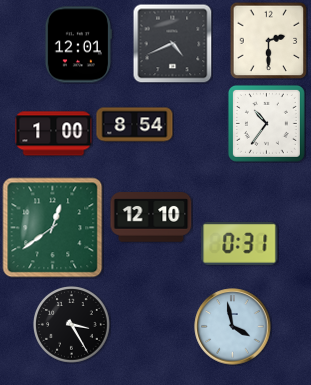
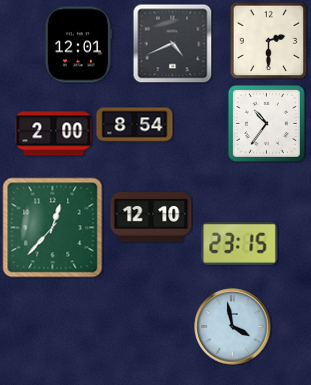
clock at (54, 134): 1:00 -> 2:00
clock at (53, 228): 12:39 -> 12:37
clock at (240, 244): 0:31 -> 23:15
clock at (72, 325): 3:25 -> none
